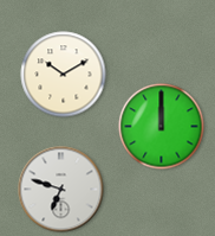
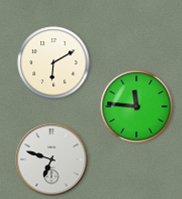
clock at (64, 75): 10:10 -> 6:10
clock at (162, 127): 12:00 -> 11:46
